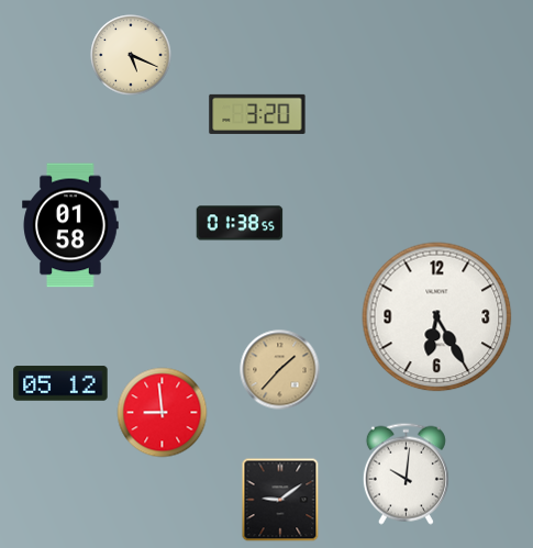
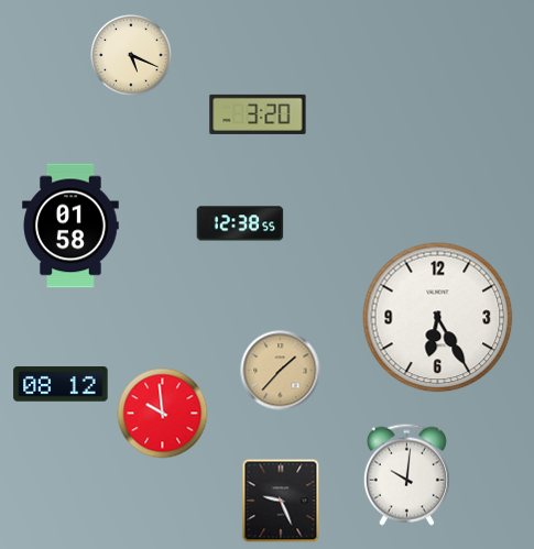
clock at (240, 223): 01:38 -> 12:38
clock at (60, 383): 05:12 -> 08:12
clock at (163, 413): 8:59 -> 9:59
clock at (280, 500): 9:09 -> 9:26
